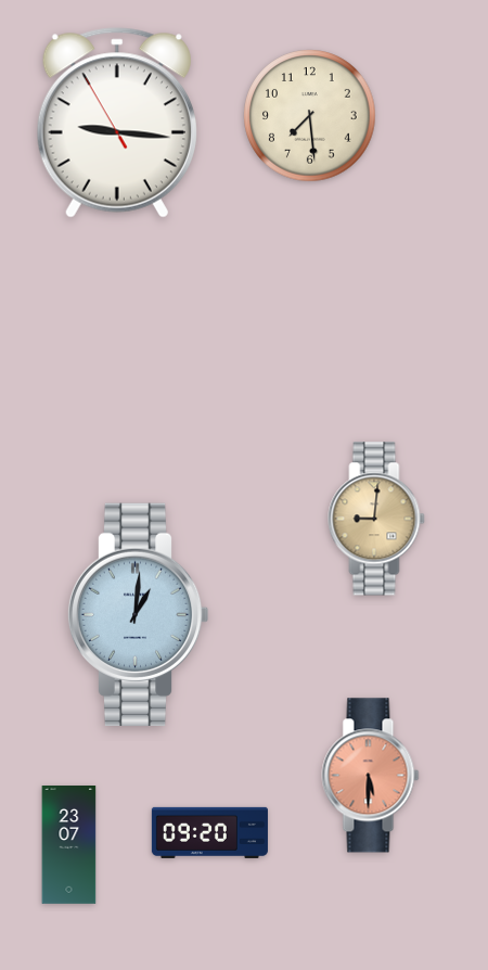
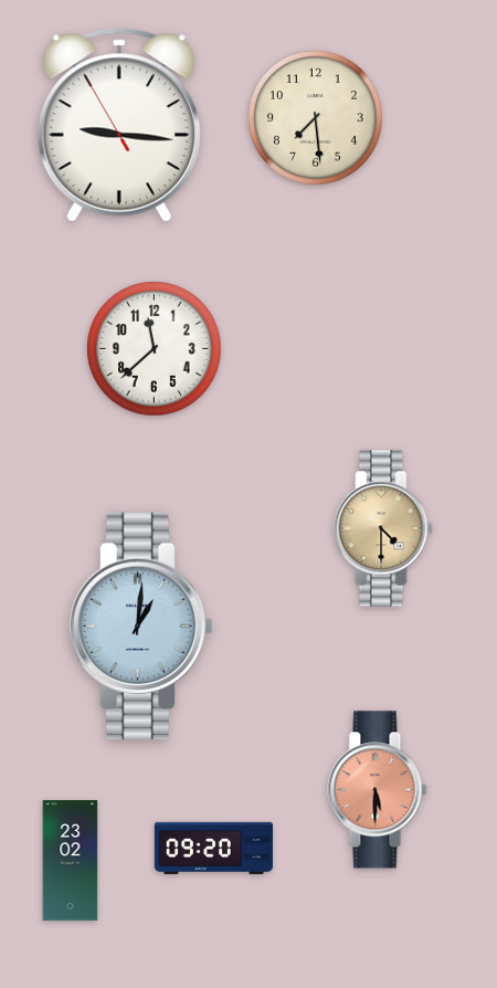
clock at (155, 349): none -> 11:38
clock at (376, 519): 9:01 -> 4:30
clock at (69, 845): 23:07 -> 23:02
